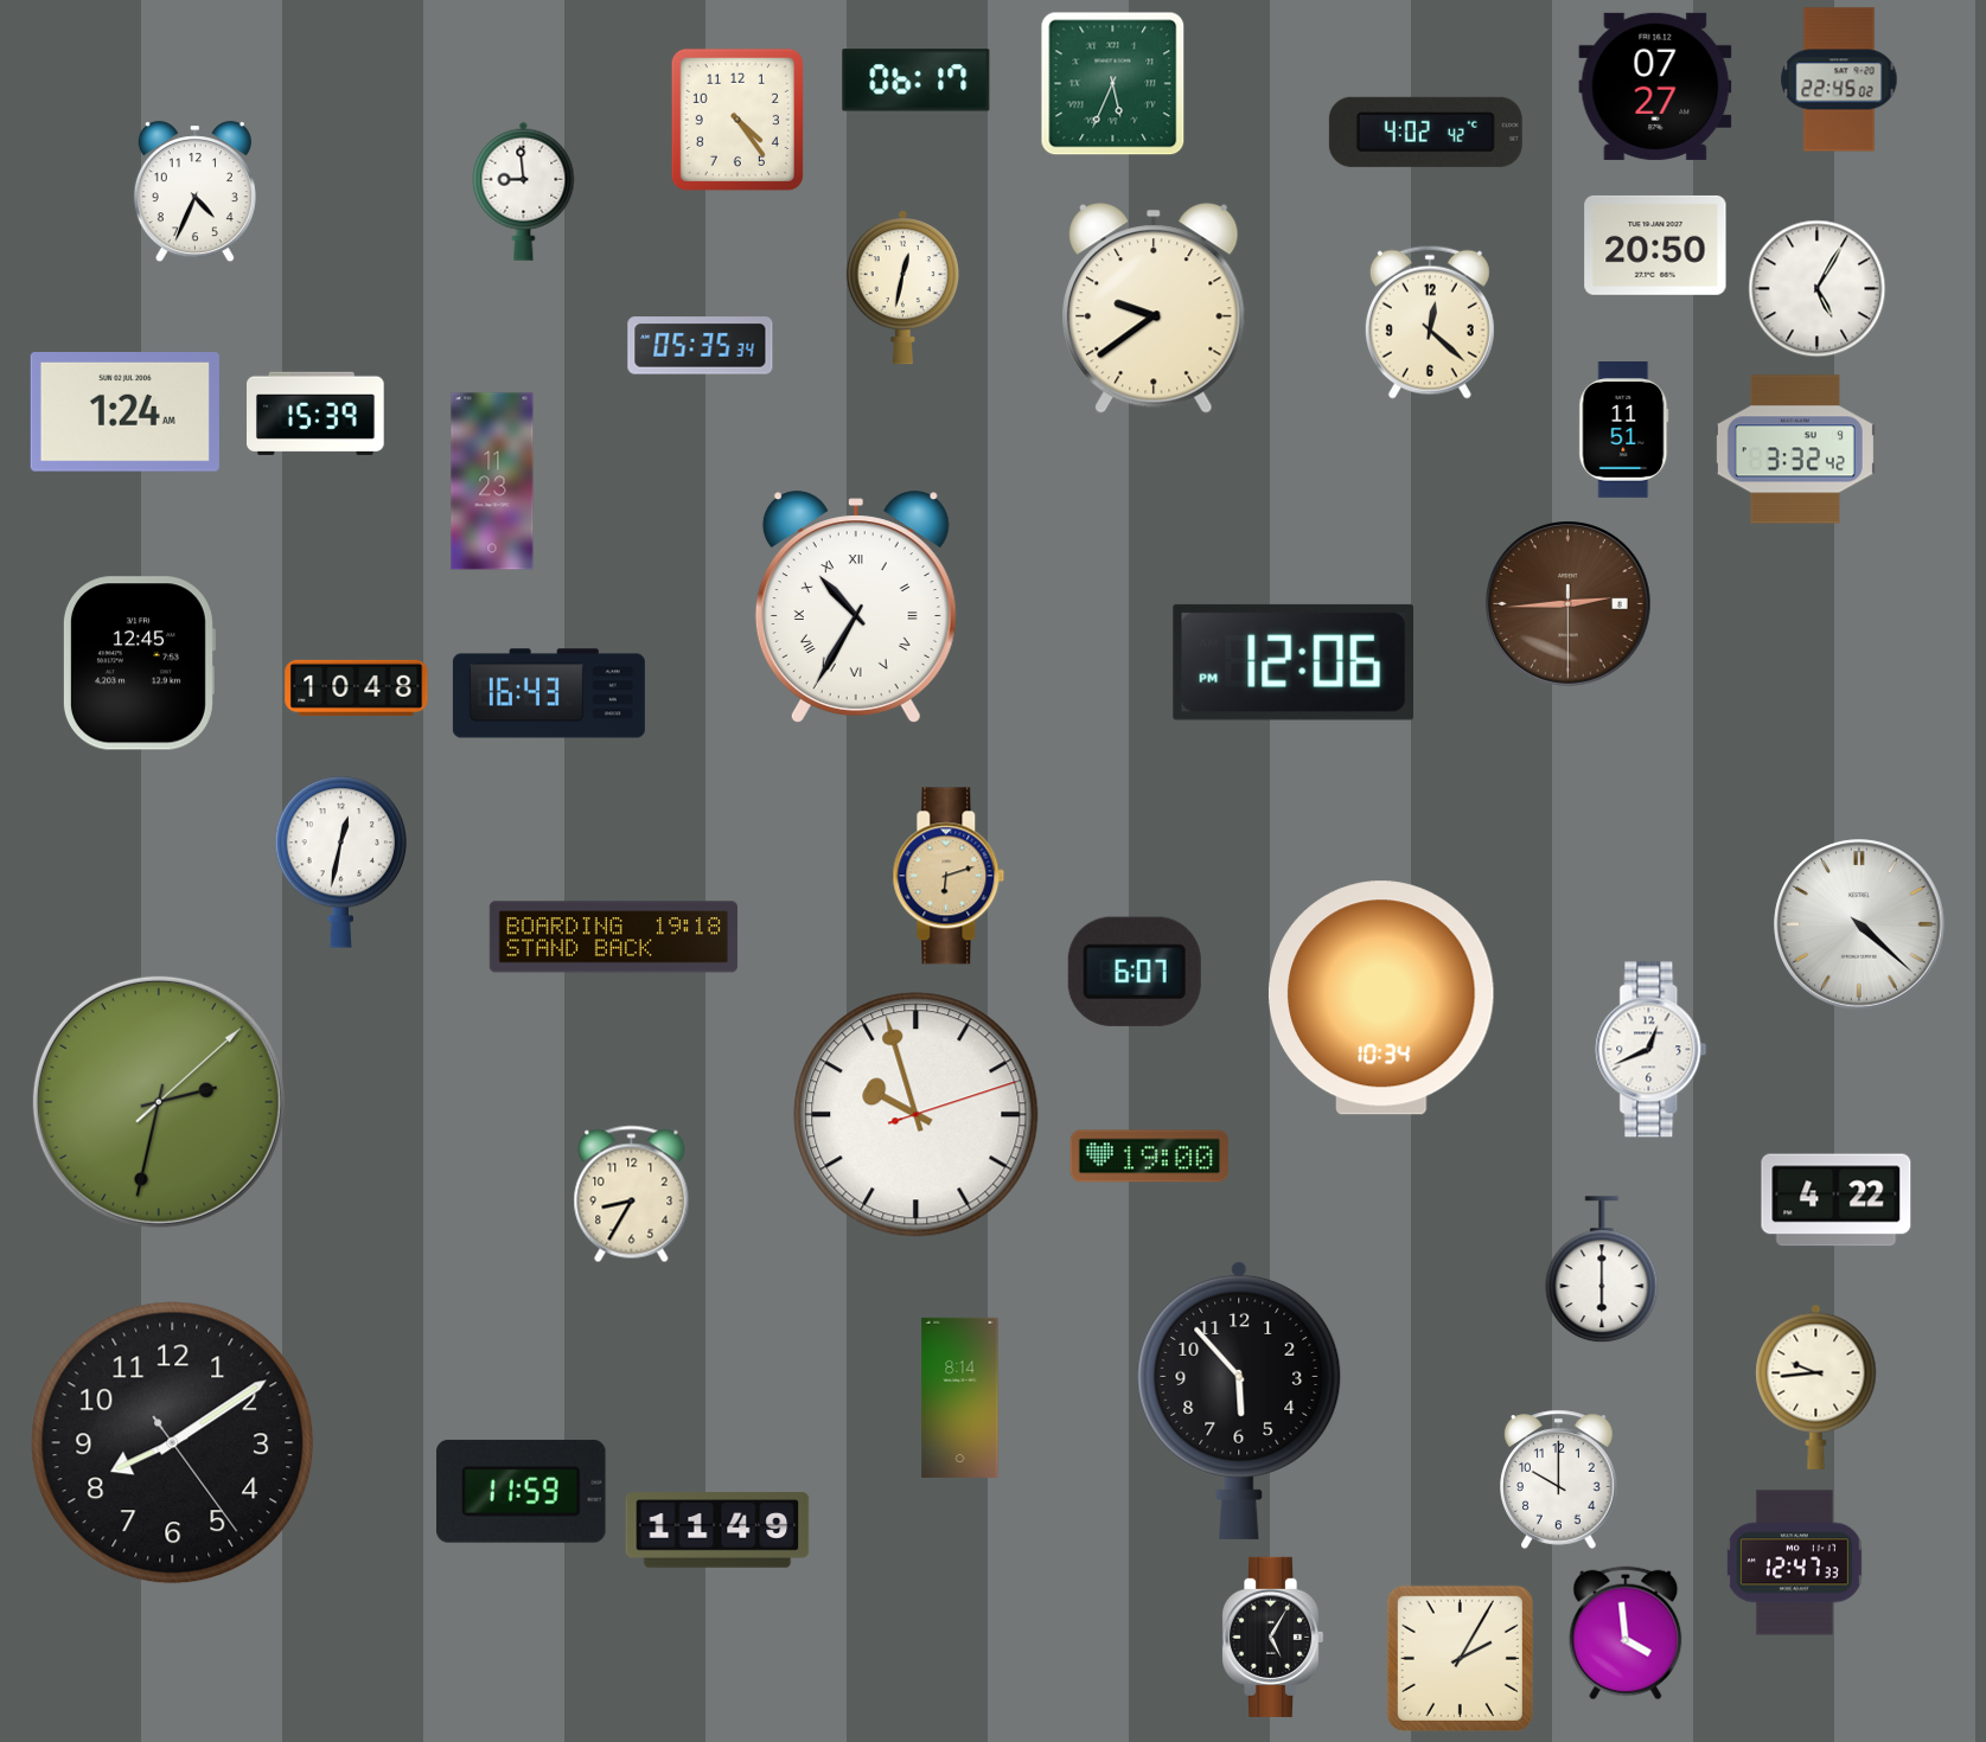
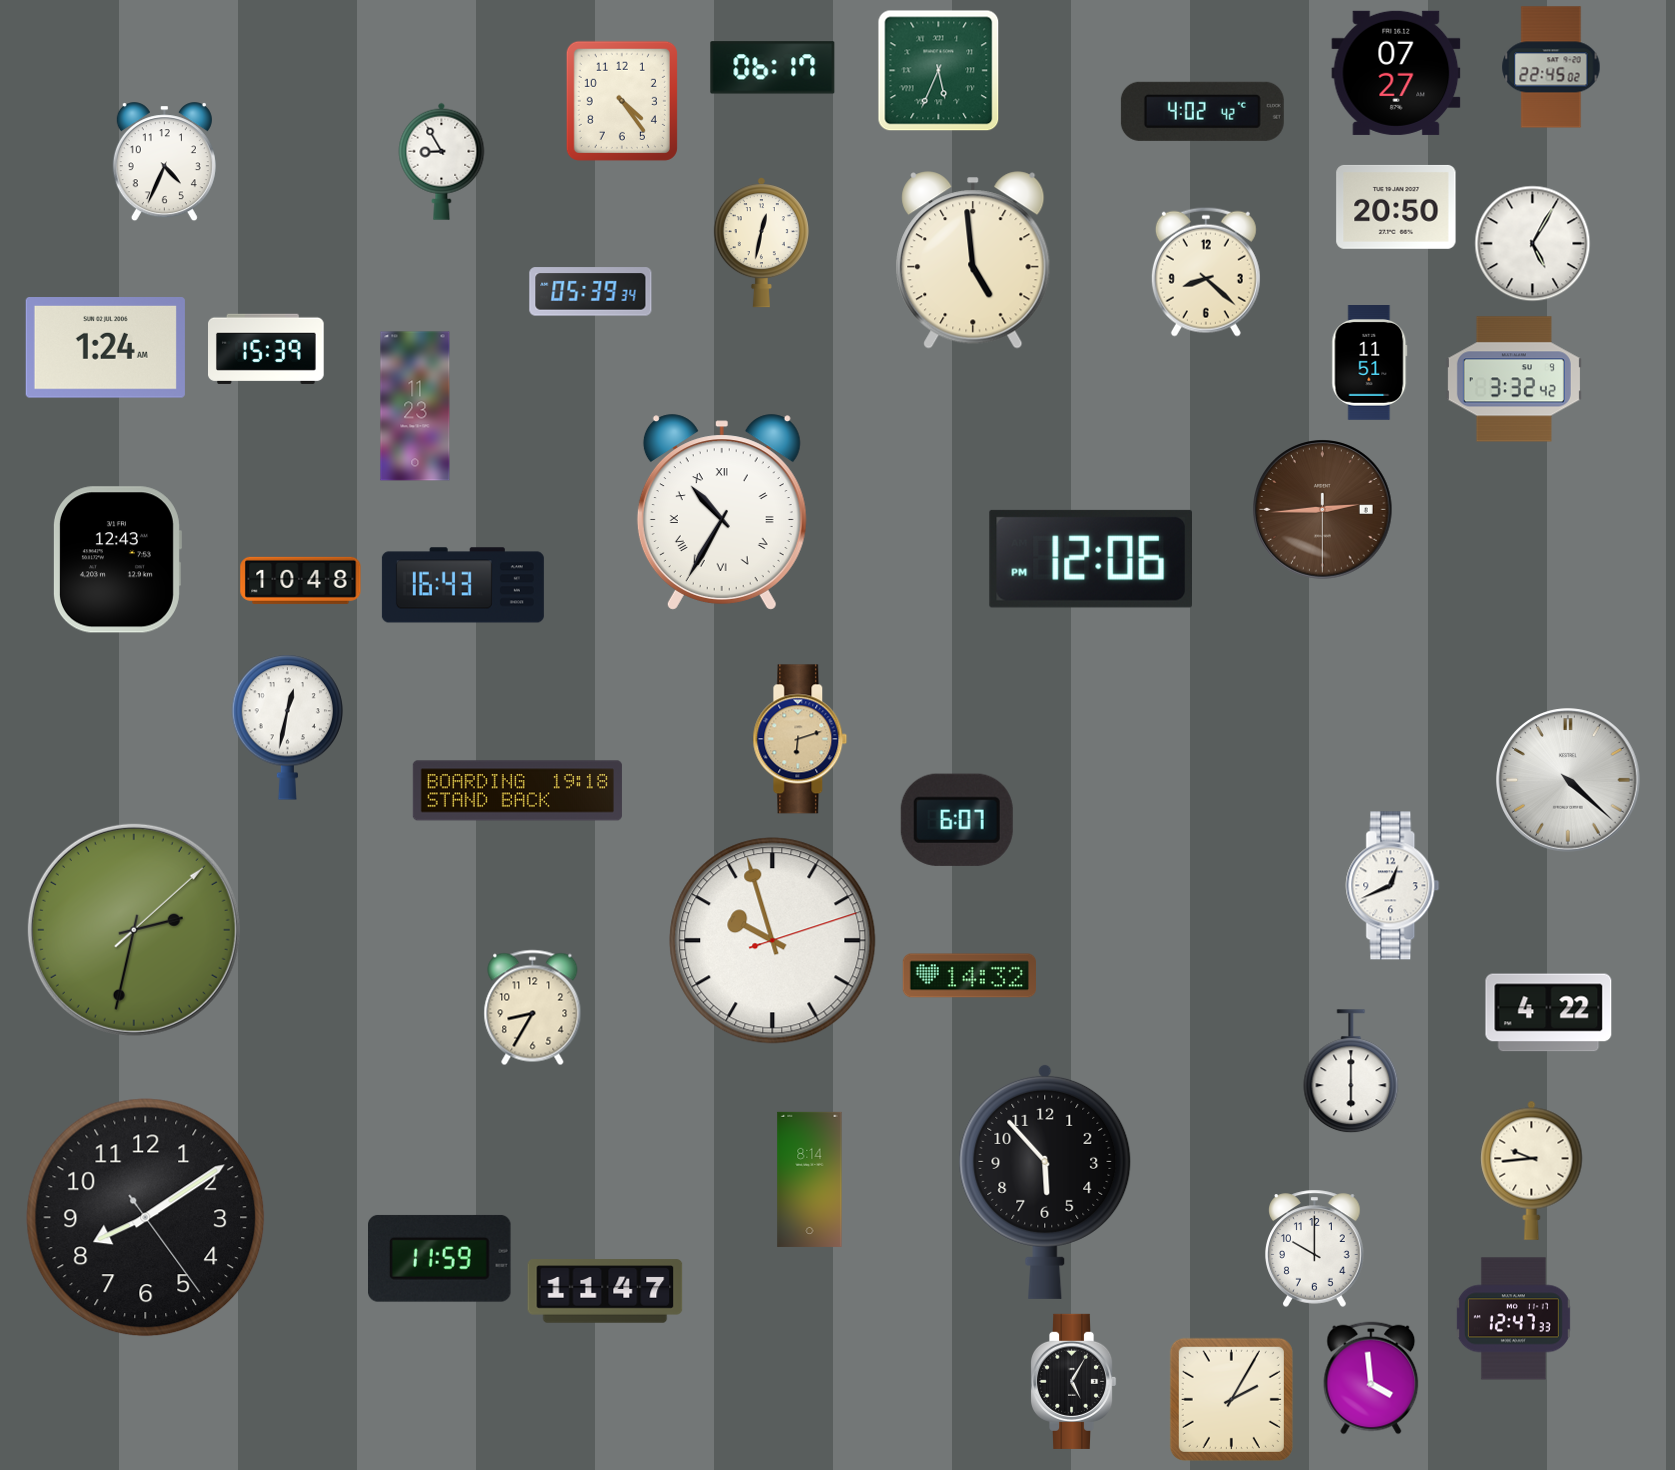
clock at (524, 191): 8:59 -> 8:55
clock at (1154, 308): 9:39 -> 4:59
clock at (1430, 322): 12:22 -> 8:22
clock at (701, 346): 05:35 -> 05:39
clock at (139, 664): 12:45 -> 12:43
clock at (1381, 998): 10:34 -> none
clock at (1149, 1157): 19:00 -> 14:32
clock at (717, 1530): 11:49 -> 11:47
